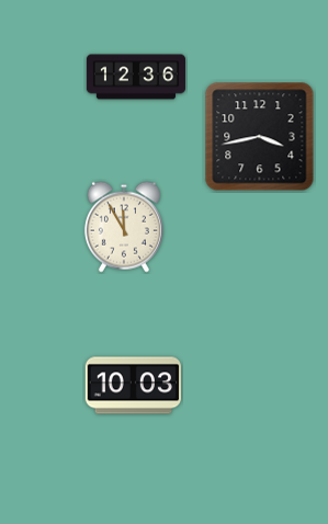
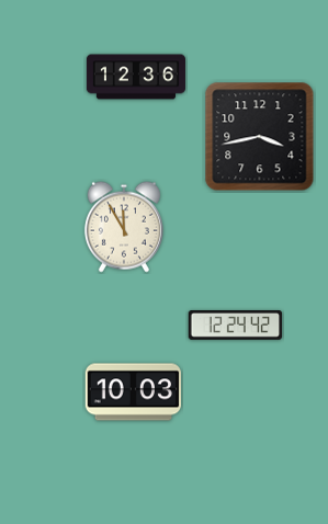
clock at (236, 326): none -> 12:24
clock at (133, 386) position: (133, 386) -> (133, 392)
